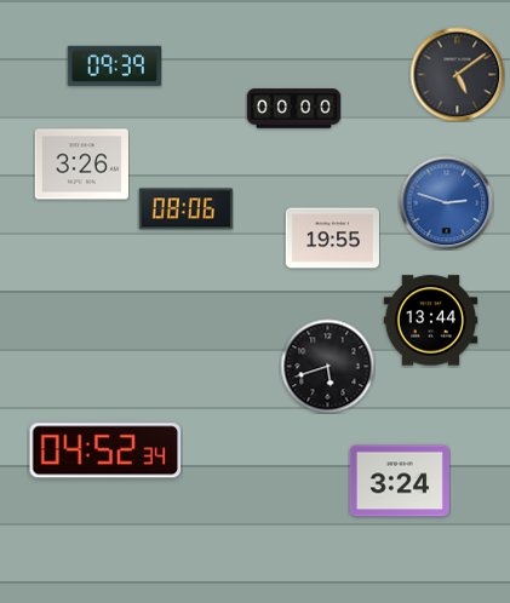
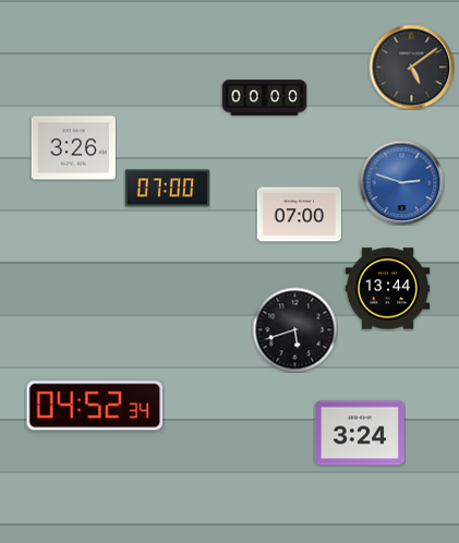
clock at (114, 65): 09:39 -> none
clock at (185, 209): 08:06 -> 07:00
clock at (332, 239): 19:55 -> 07:00
